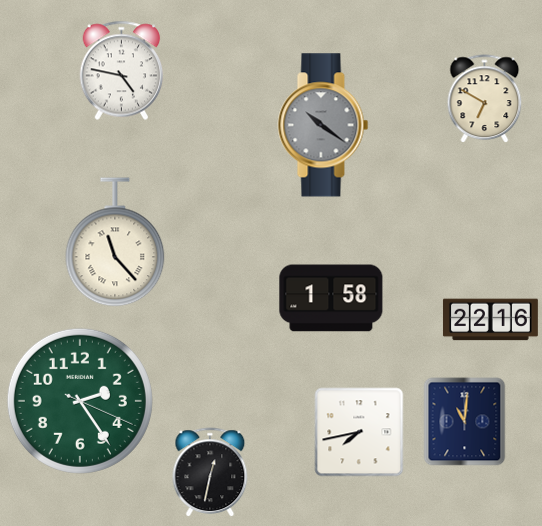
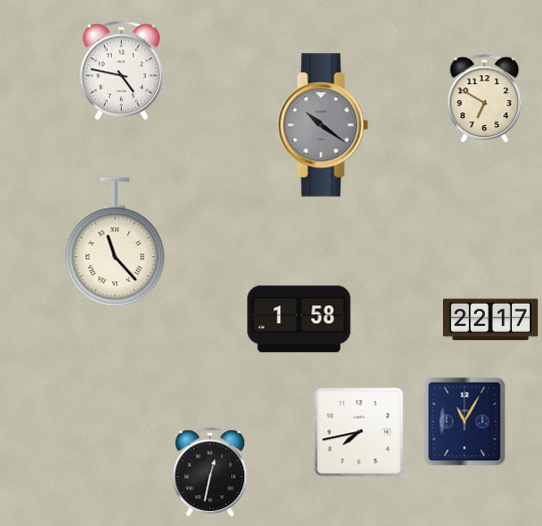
clock at (331, 298) position: (331, 298) -> (299, 319)
clock at (490, 320): 22:16 -> 22:17
clock at (80, 401): 2:24 -> none
clock at (465, 422): 11:01 -> 11:05
